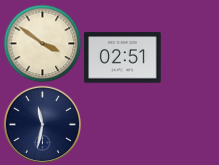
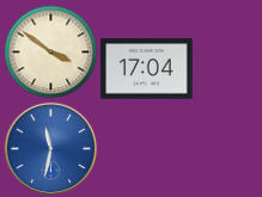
clock at (123, 58): 02:51 -> 17:04
clock at (42, 124) dial: navy -> blue
